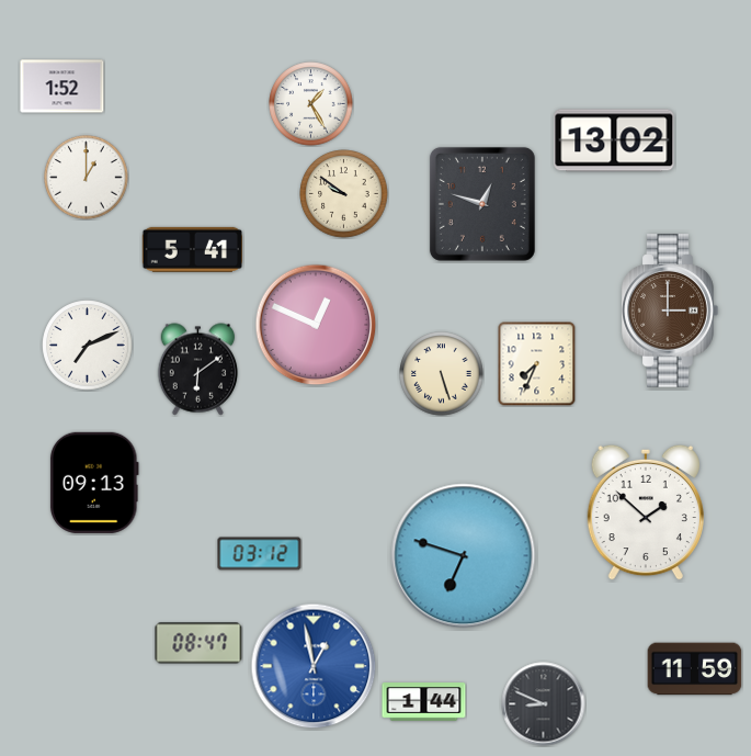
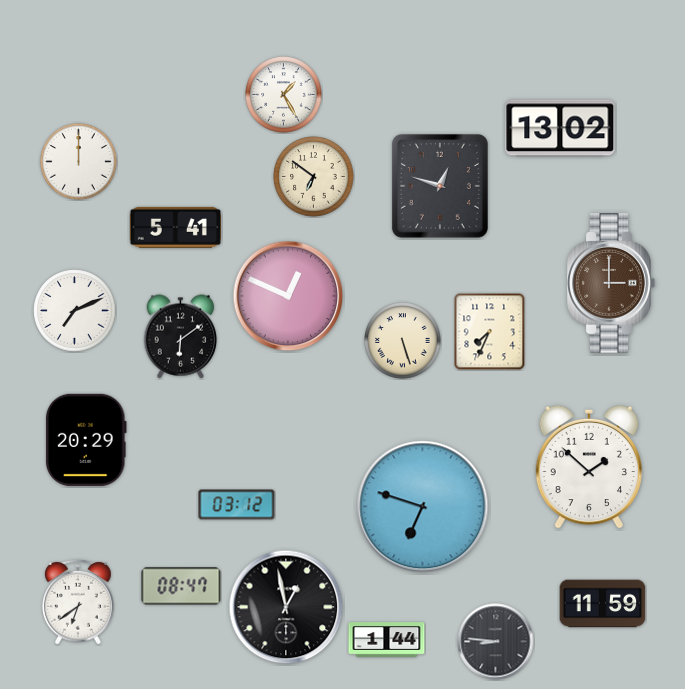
clock at (62, 87): 1:52 -> none
clock at (87, 178): 1:00 -> 12:00
clock at (344, 194): 9:51 -> 6:51
clock at (88, 346) position: (88, 346) -> (75, 311)
clock at (94, 483): 09:13 -> 20:29
clock at (78, 602): none -> 6:39
clock at (314, 666) dial: blue -> black
clock at (695, 669) position: (695, 669) -> (603, 604)
clock at (544, 704): 8:49 -> 8:46
